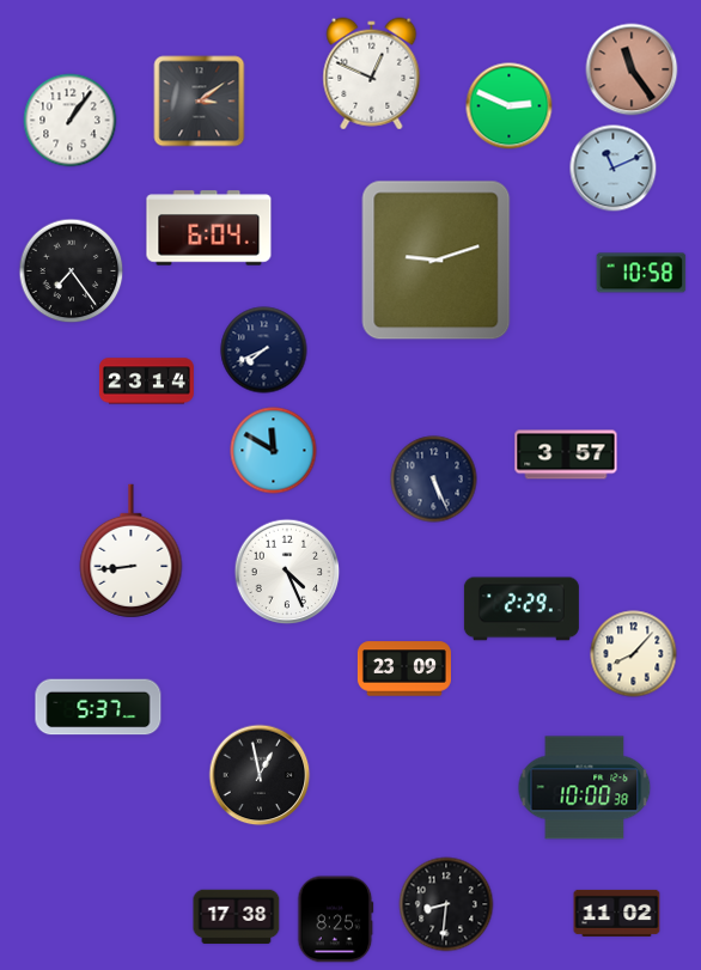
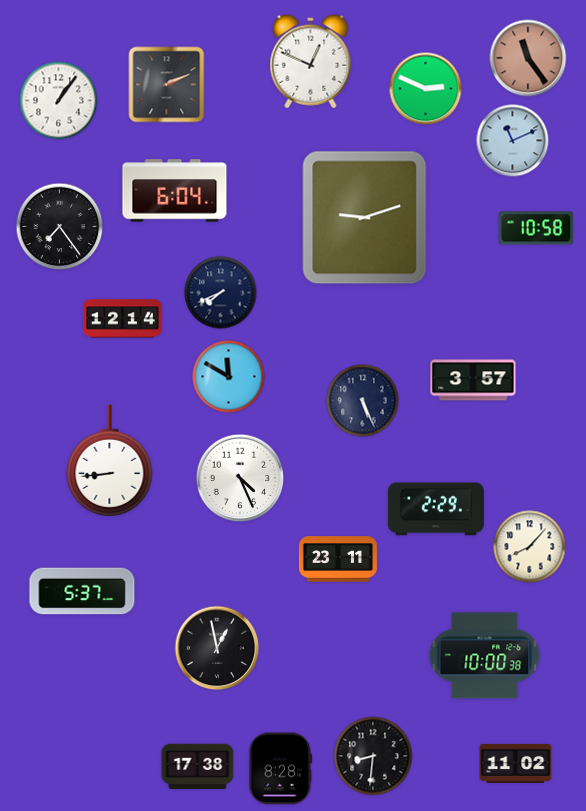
clock at (200, 102): 3:09 -> 2:11
clock at (146, 382): 23:14 -> 12:14
clock at (404, 669): 23:09 -> 23:11
clock at (585, 788) position: (585, 788) -> (485, 656)
clock at (336, 920): 8:25 -> 8:28
